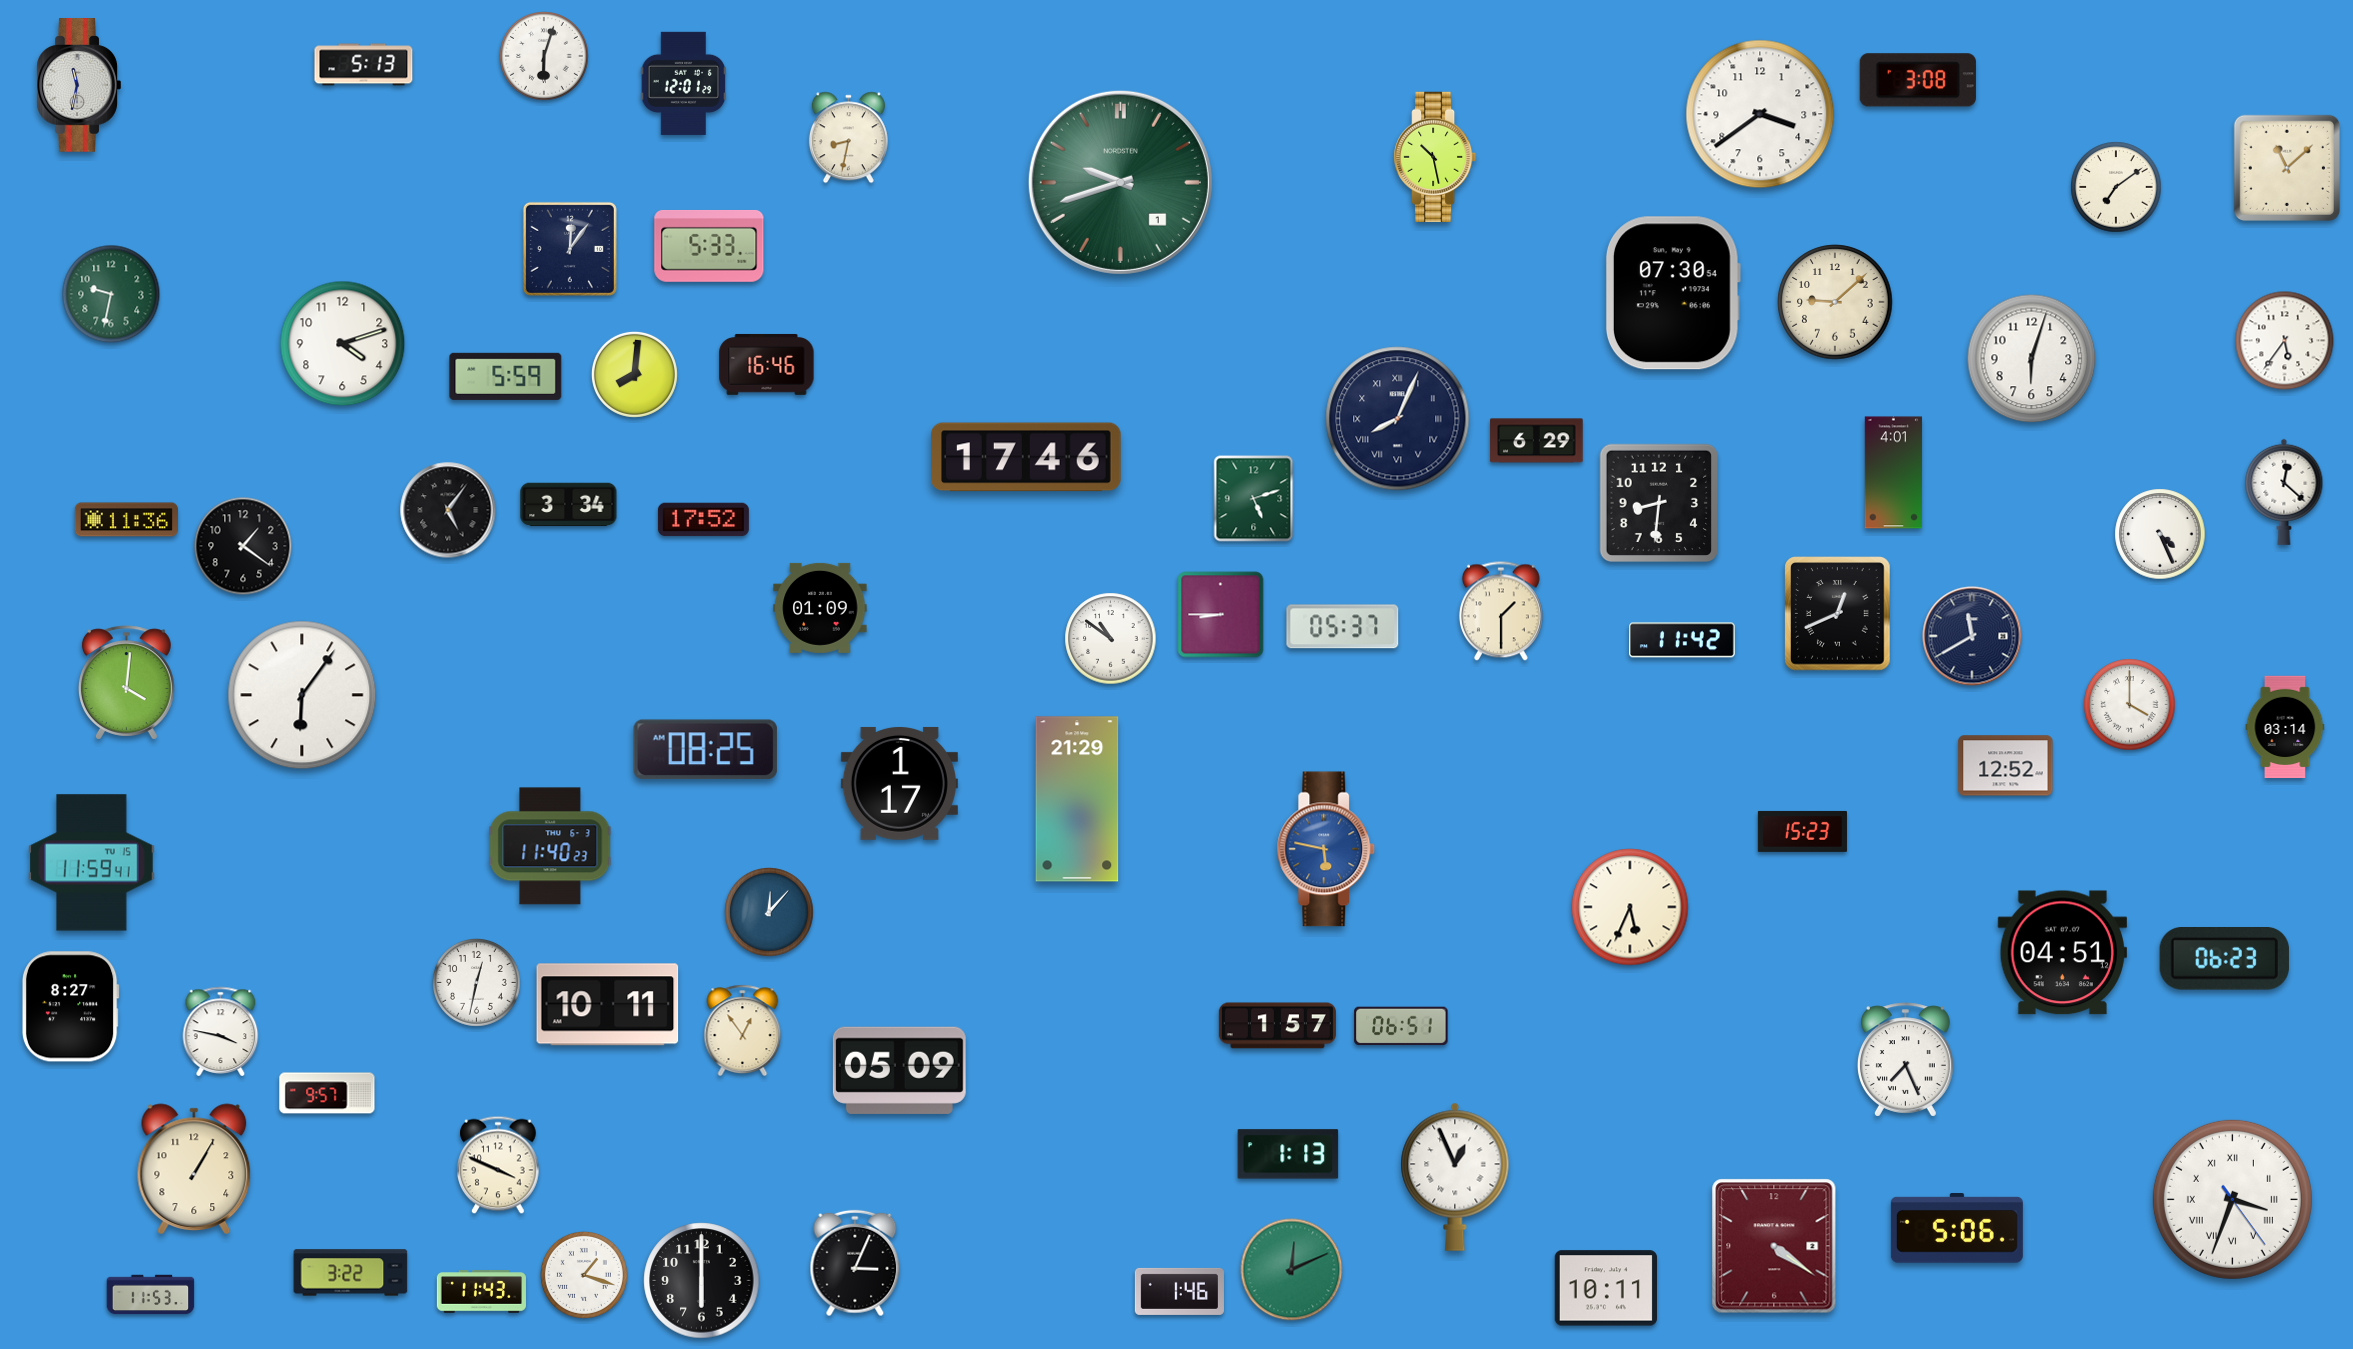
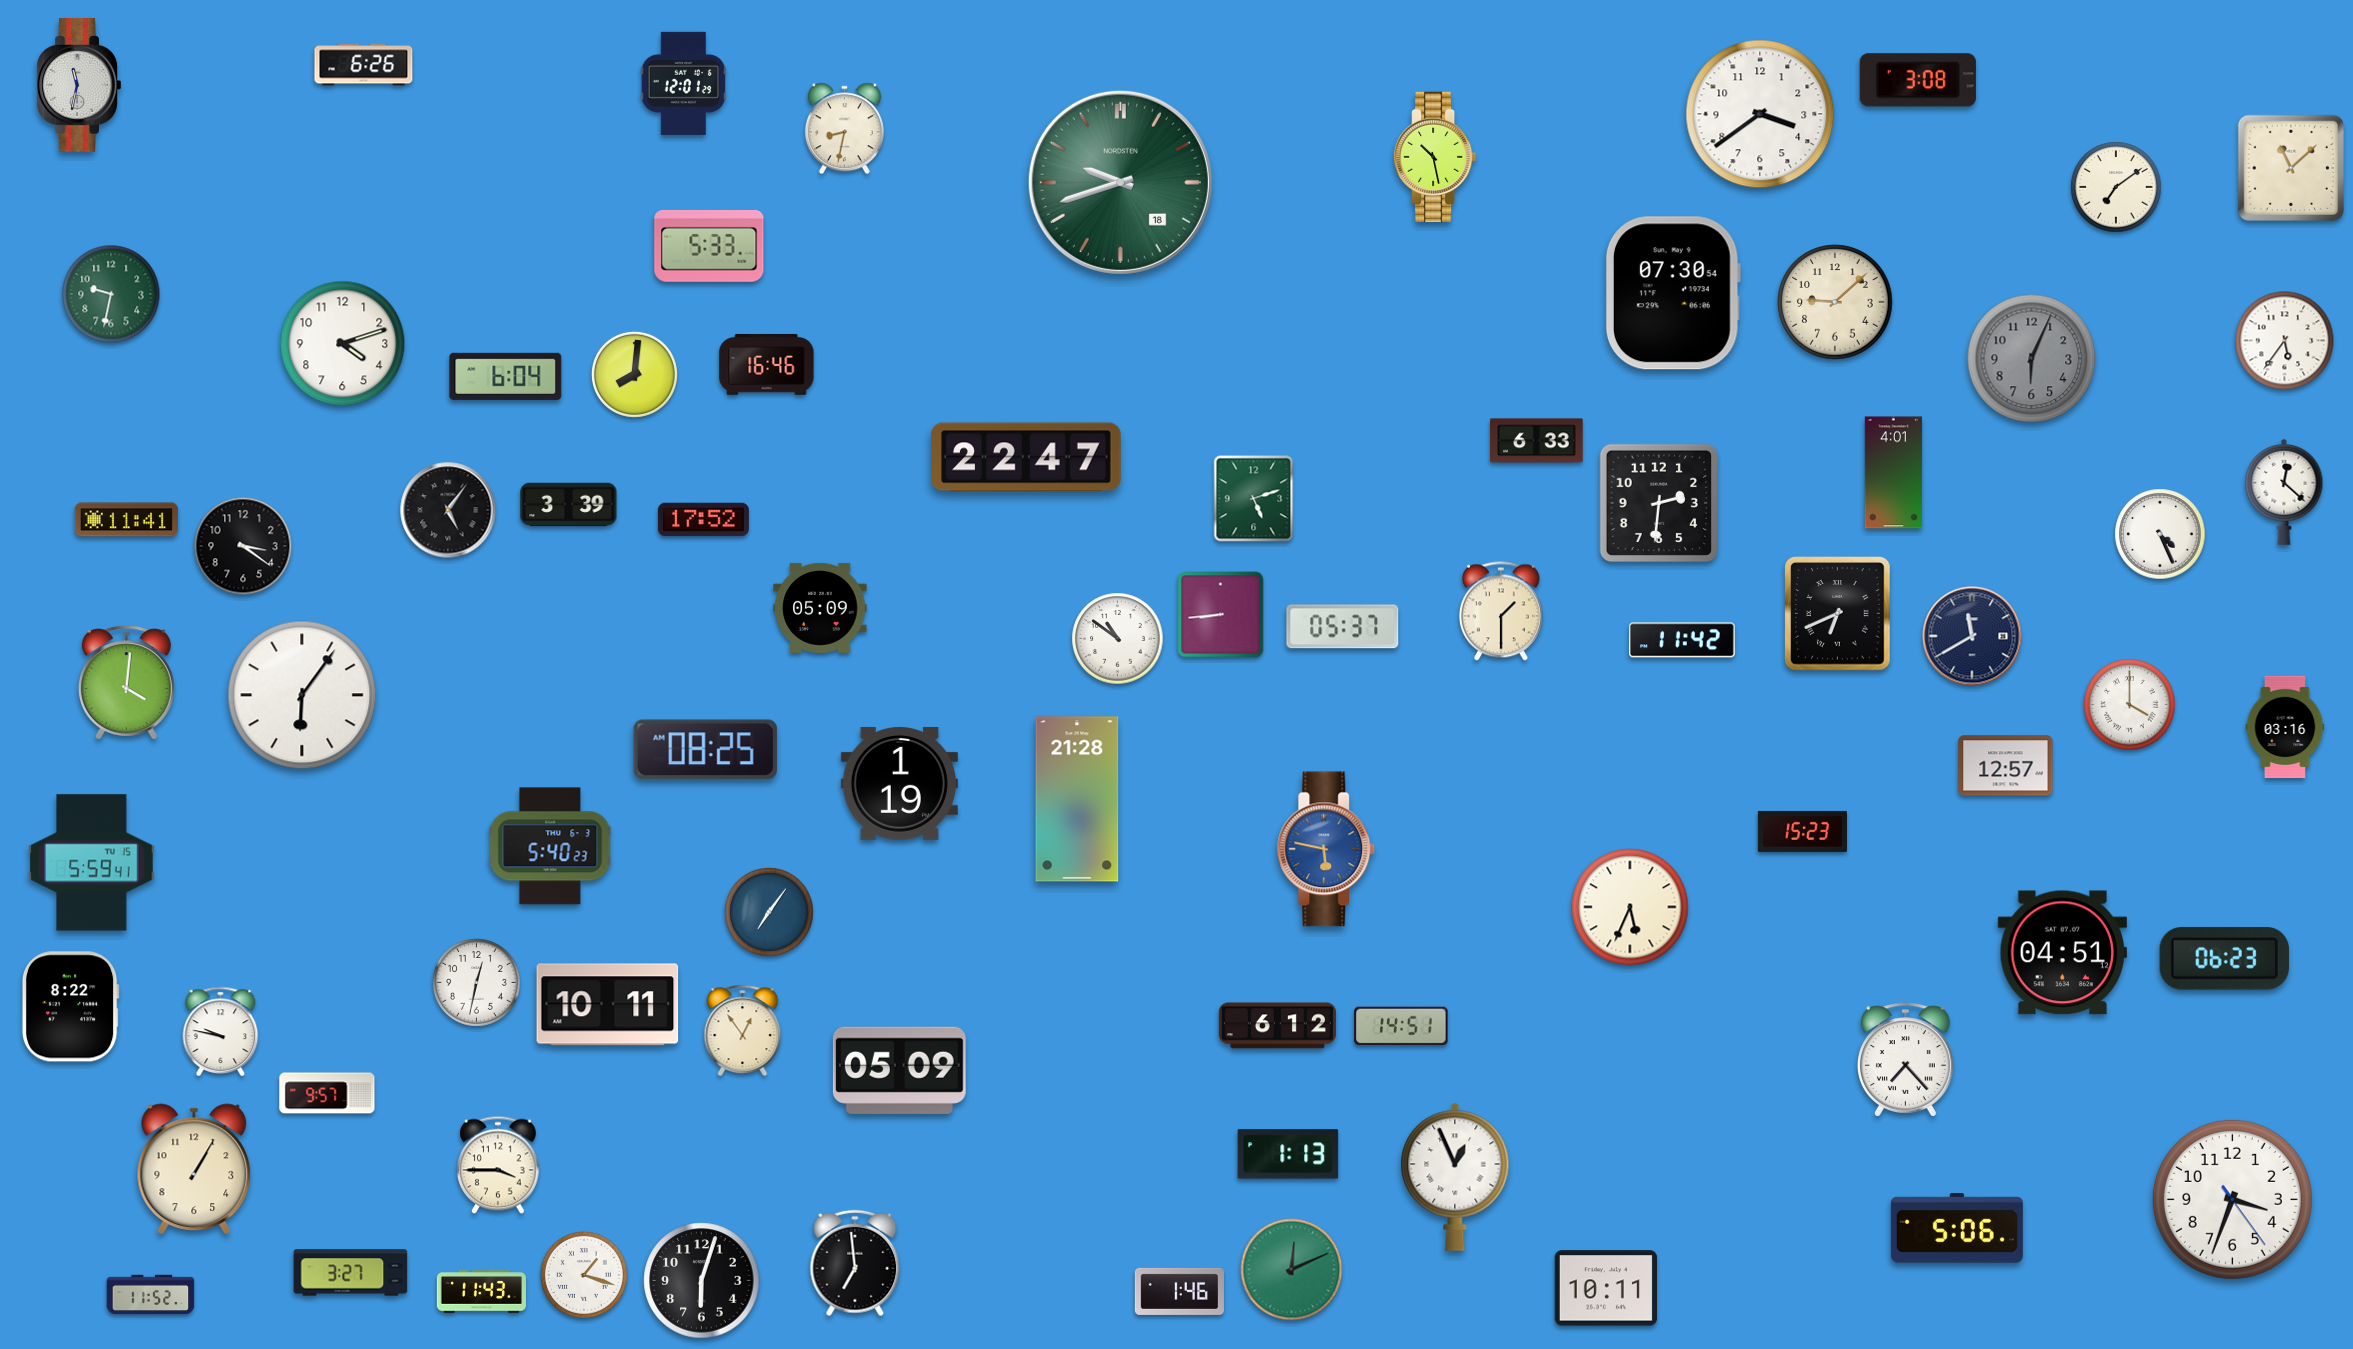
clock at (544, 56): 6:03 -> none
clock at (364, 65): 5:13 -> 6:26
clock at (848, 138) position: (848, 138) -> (844, 129)
clock at (2287, 168) position: (2287, 168) -> (2291, 168)
clock at (1120, 182) date: 1 -> 18
clock at (570, 249): 12:06 -> none
clock at (2032, 359): 6:03 -> 6:04
clock at (2032, 359) dial: white -> grey
clock at (506, 376): 5:59 -> 6:04
clock at (1398, 419): 8:04 -> none
clock at (1537, 441): 6:29 -> 6:33
clock at (1027, 457): 17:46 -> 22:47
clock at (1659, 503): 8:31 -> 2:31
clock at (569, 505): 3:34 -> 3:39
clock at (126, 520): 11:36 -> 11:41
clock at (243, 546): 1:21 -> 3:21
clock at (820, 608): 01:09 -> 05:09
clock at (1838, 614): 12:41 -> 6:41
clock at (1221, 615): 8:45 -> 8:44
clock at (1111, 639) position: (1111, 639) -> (1118, 639)
clock at (2285, 727): 03:14 -> 03:16
clock at (2006, 766): 12:52 -> 12:57
clock at (899, 783): 1:17 -> 1:19
clock at (1077, 799): 21:29 -> 21:28
clock at (550, 846): 11:40 -> 5:40
clock at (92, 863): 11:59 -> 5:59
clock at (769, 912): 12:07 -> 7:06
clock at (70, 1007): 8:27 -> 8:22
clock at (1277, 1026): 1:57 -> 6:12
clock at (1401, 1026): 06:51 -> 14:51
clock at (221, 1031): 3:47 -> 9:47
clock at (1905, 1060): 7:26 -> 7:23
clock at (498, 1165): 3:49 -> 3:45
clock at (2232, 1199) numerals: Roman -> Arabic
clock at (1774, 1246): 4:21 -> none
clock at (855, 1263): 3:04 -> 6:59
clock at (351, 1273): 3:22 -> 3:27
clock at (702, 1281): 6:00 -> 6:03
clock at (151, 1295): 11:53 -> 11:52
